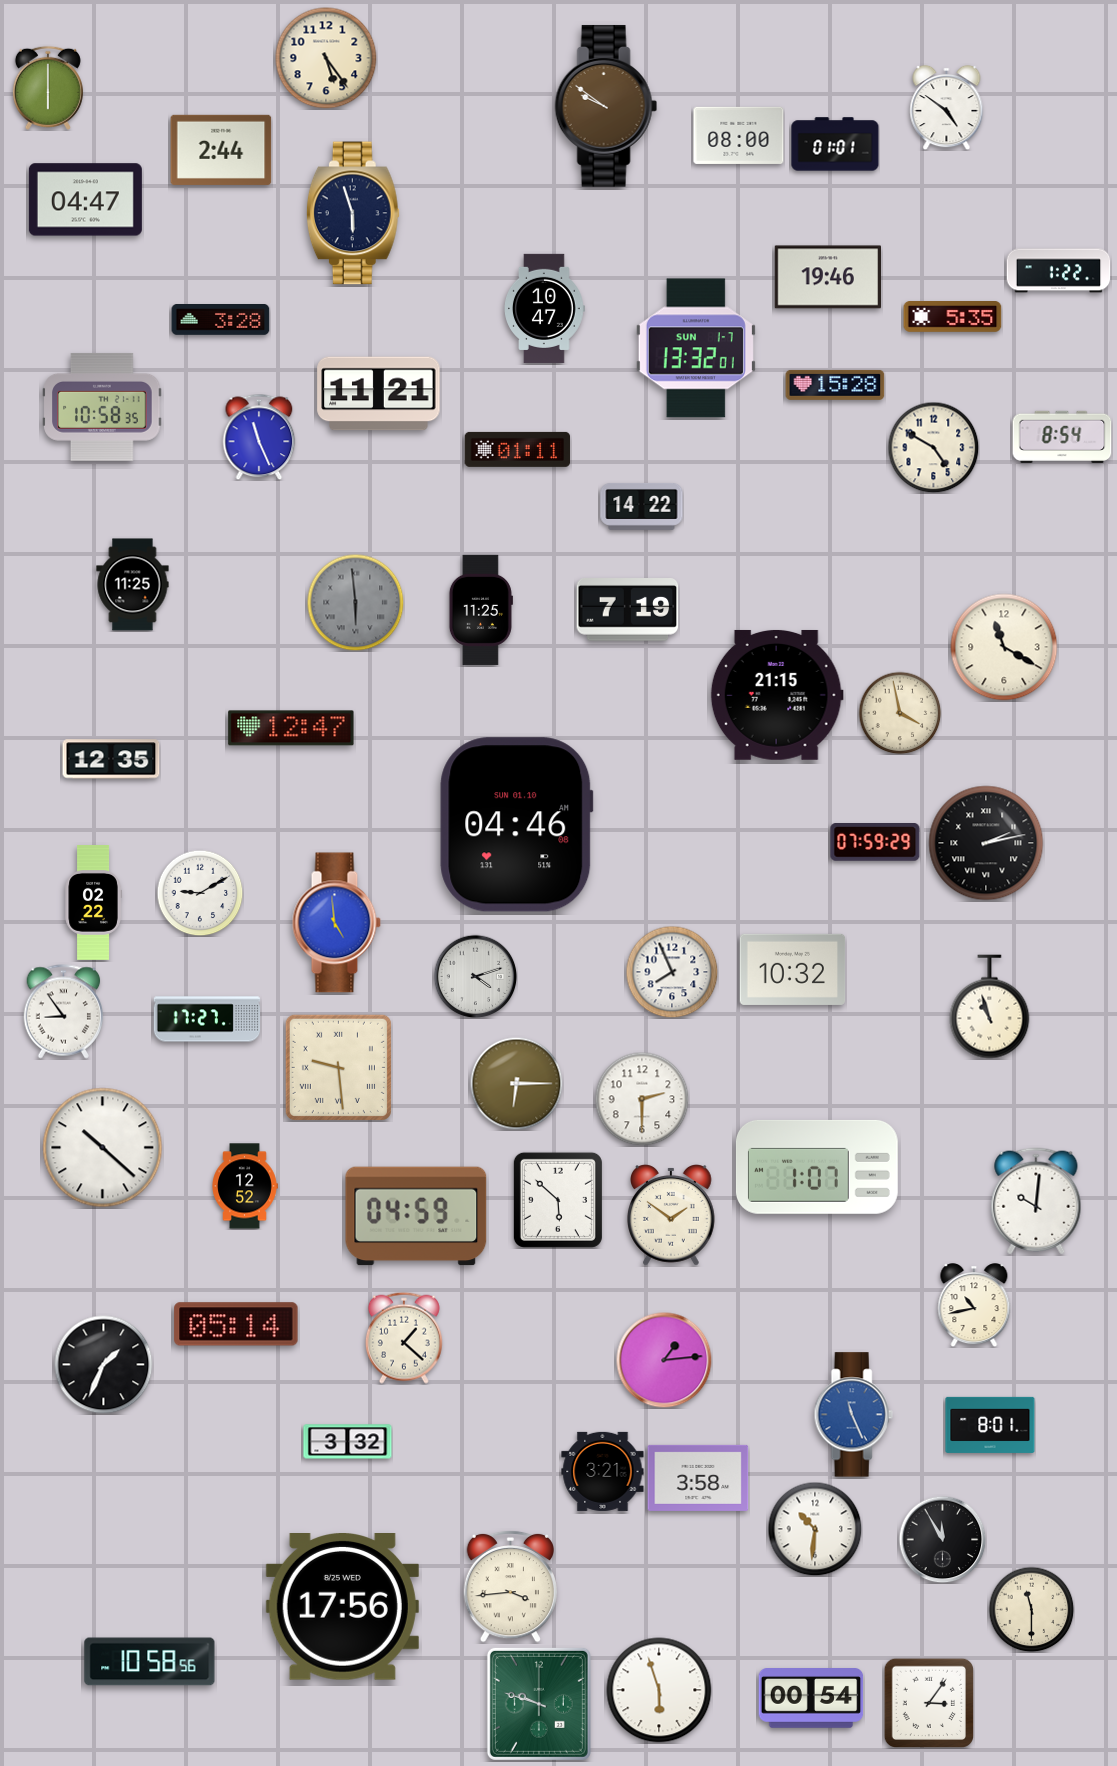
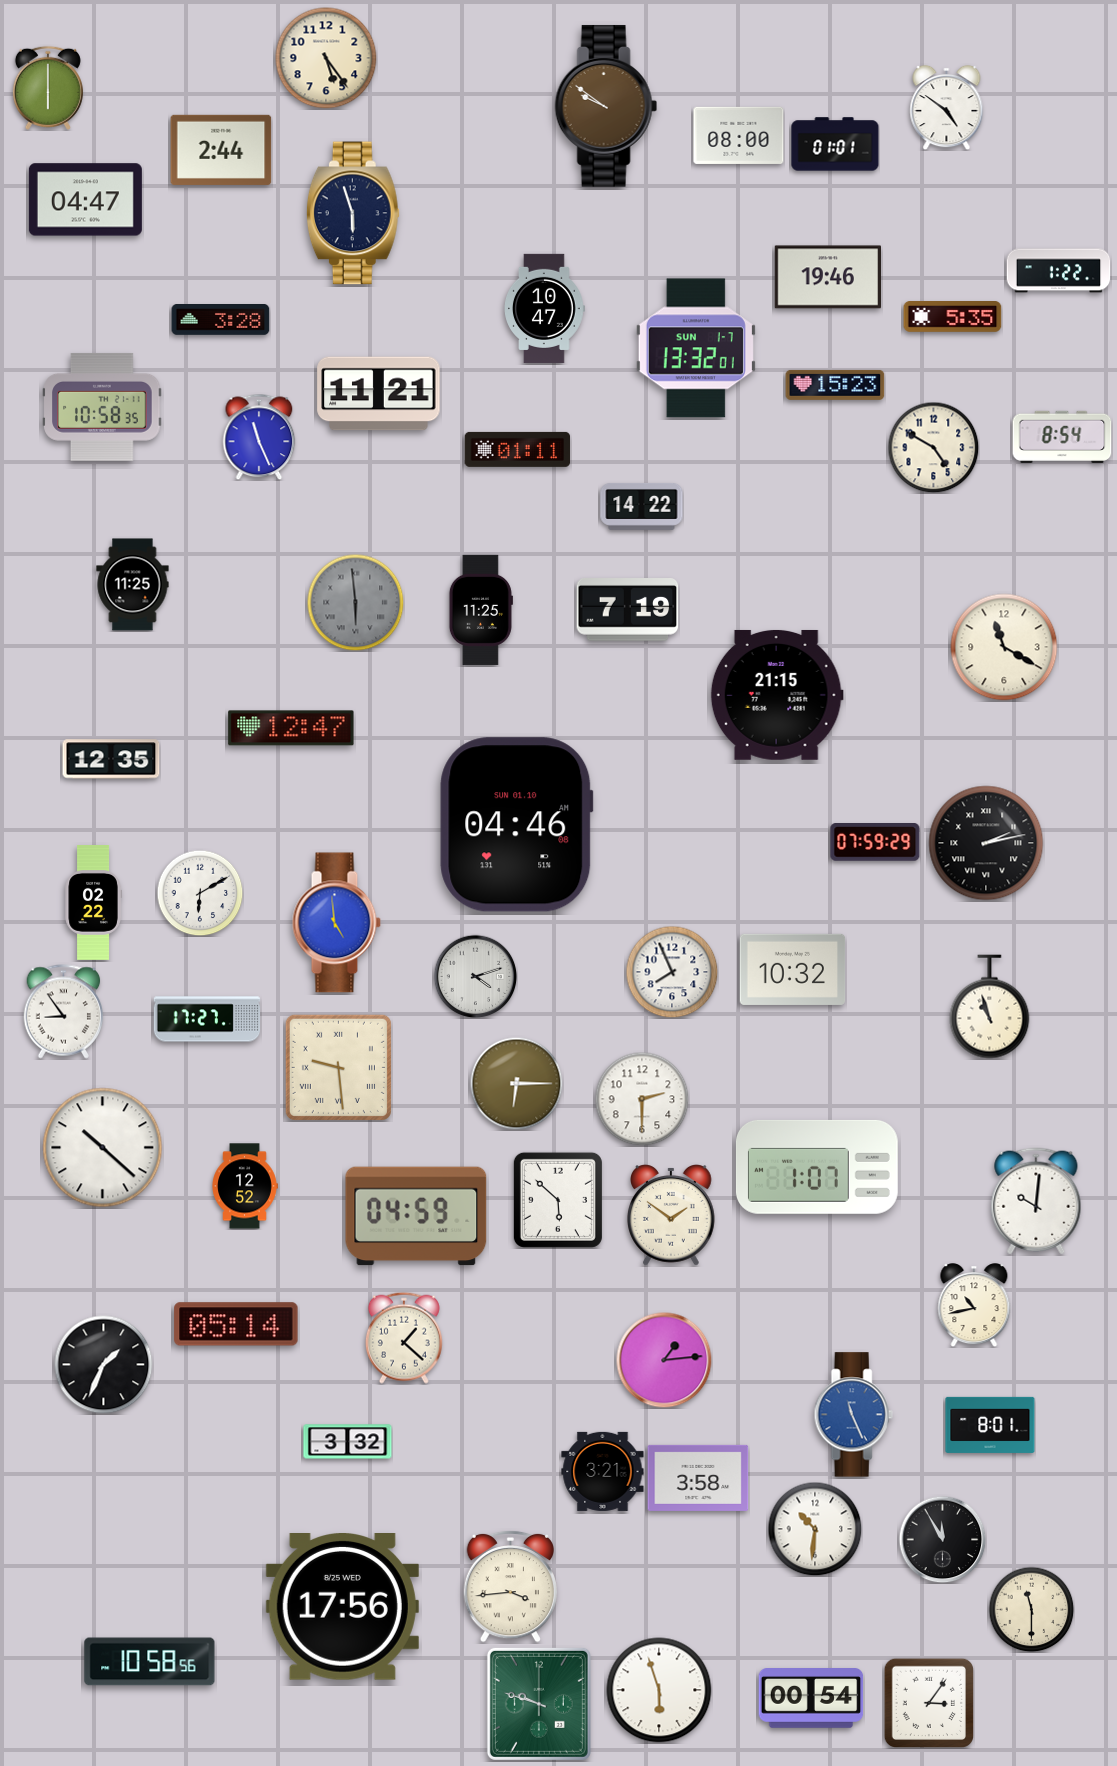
clock at (835, 385): 15:28 -> 15:23
clock at (900, 713): 3:58 -> none
clock at (200, 893): 9:10 -> 6:10
